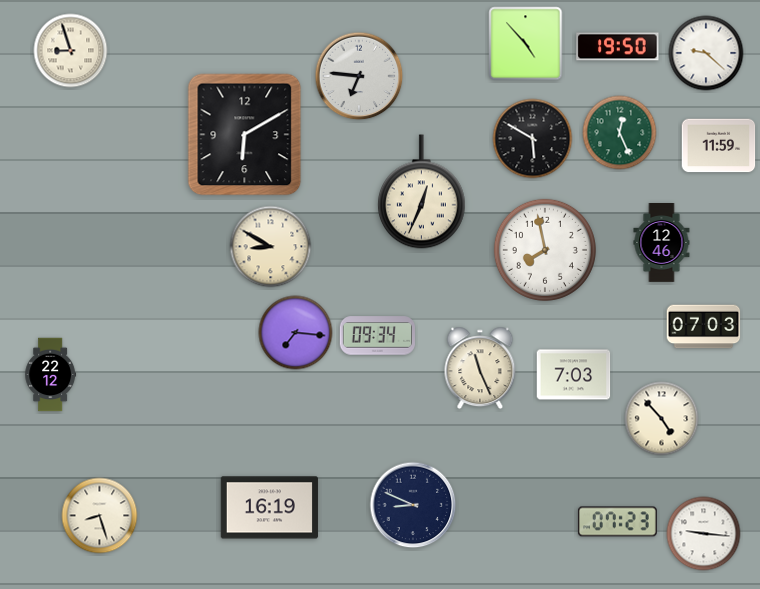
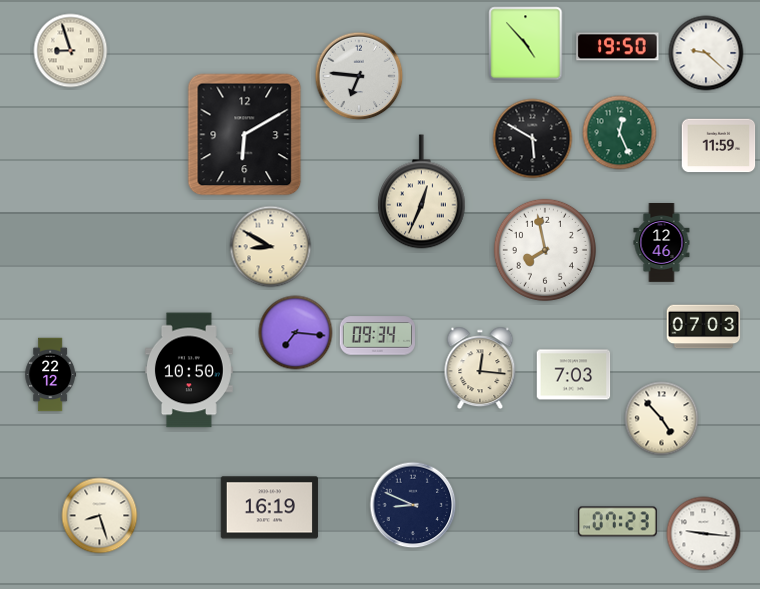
clock at (480, 368): 11:26 -> 12:16
clock at (189, 370): none -> 10:50
